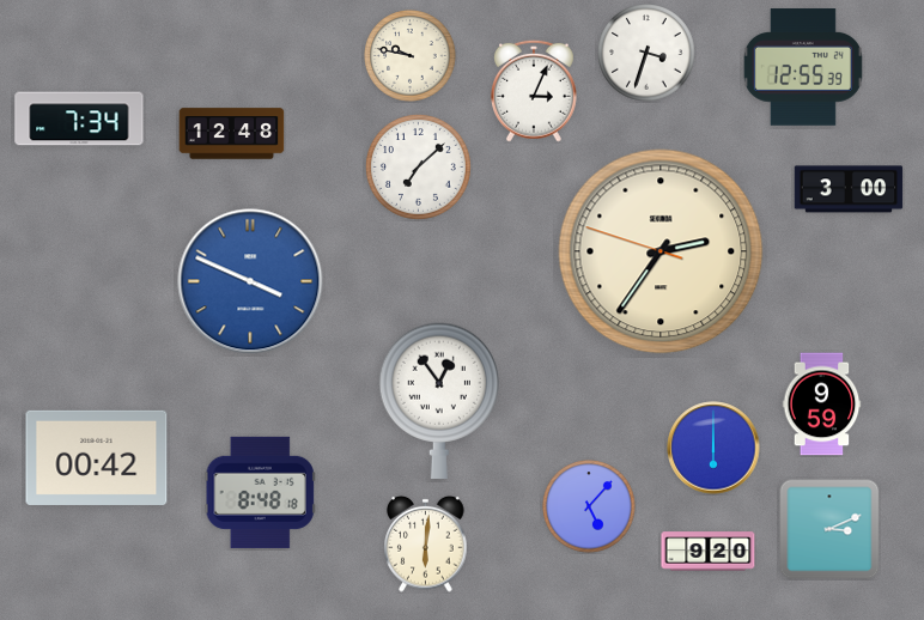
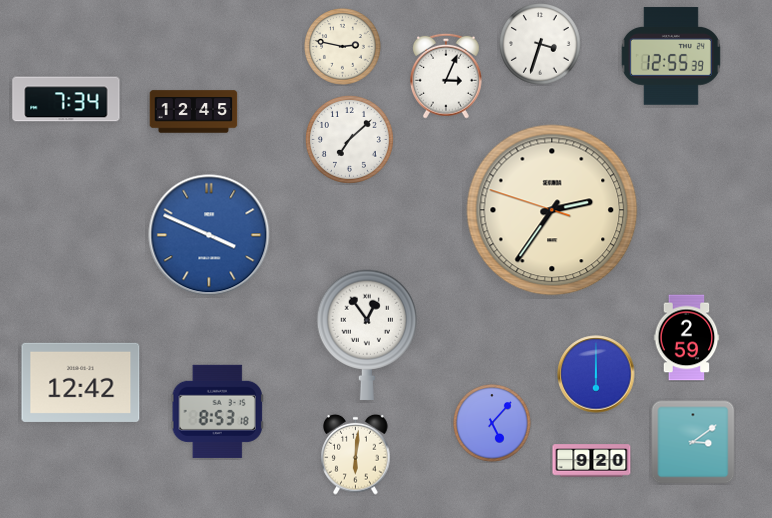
clock at (411, 56): 9:47 -> 2:47
clock at (232, 134): 12:48 -> 12:45
clock at (849, 189): 3:00 -> none
clock at (822, 405): 9:59 -> 2:59
clock at (97, 457): 00:42 -> 12:42
clock at (260, 492): 8:48 -> 8:53
clock at (829, 529): 3:11 -> 3:09
